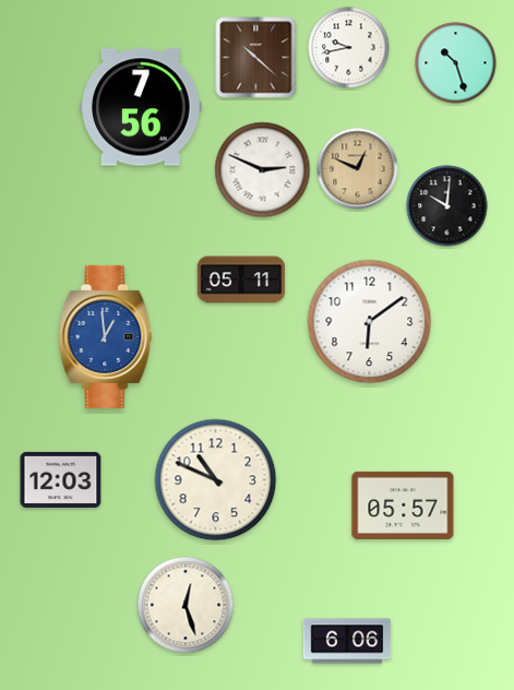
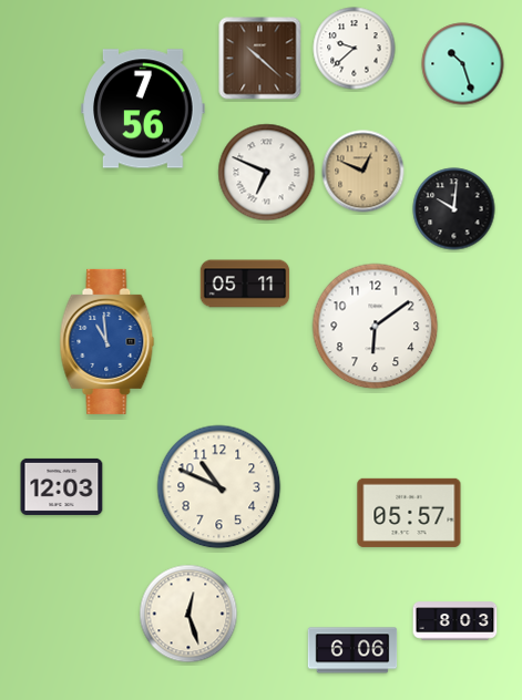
clock at (349, 48): 9:43 -> 9:38
clock at (263, 170): 2:49 -> 6:49
clock at (106, 336): 12:59 -> 10:59
clock at (456, 621): none -> 8:03
